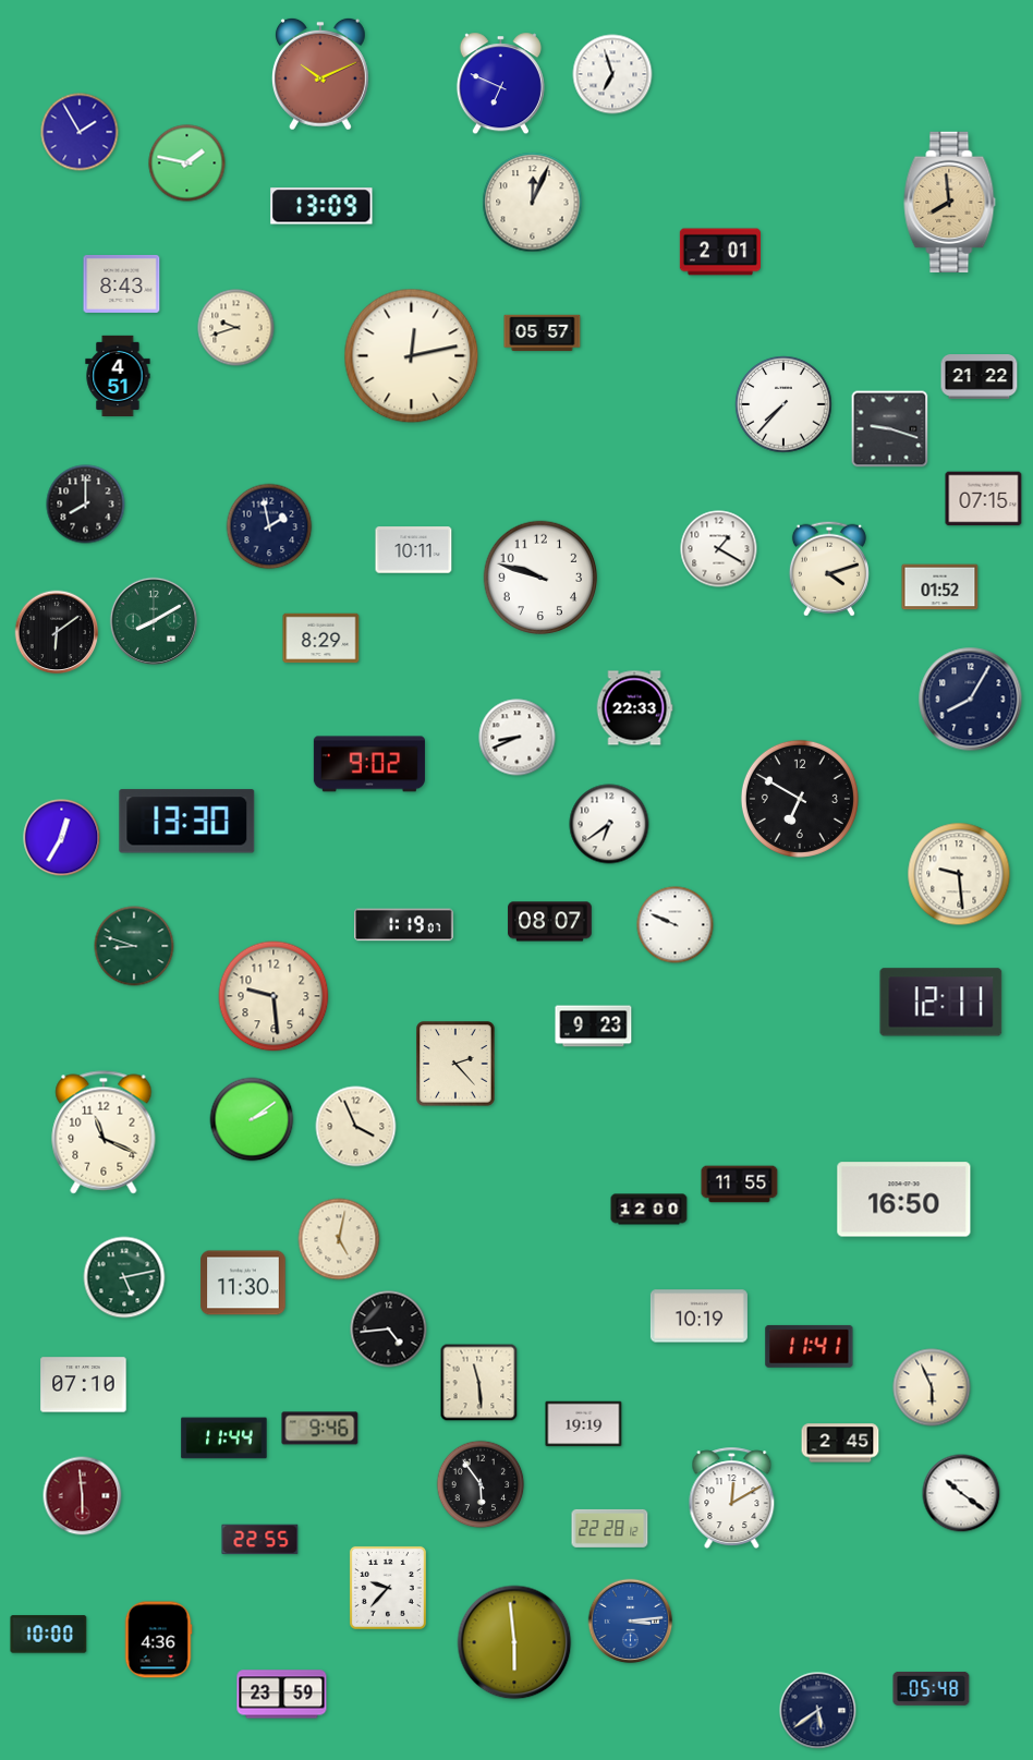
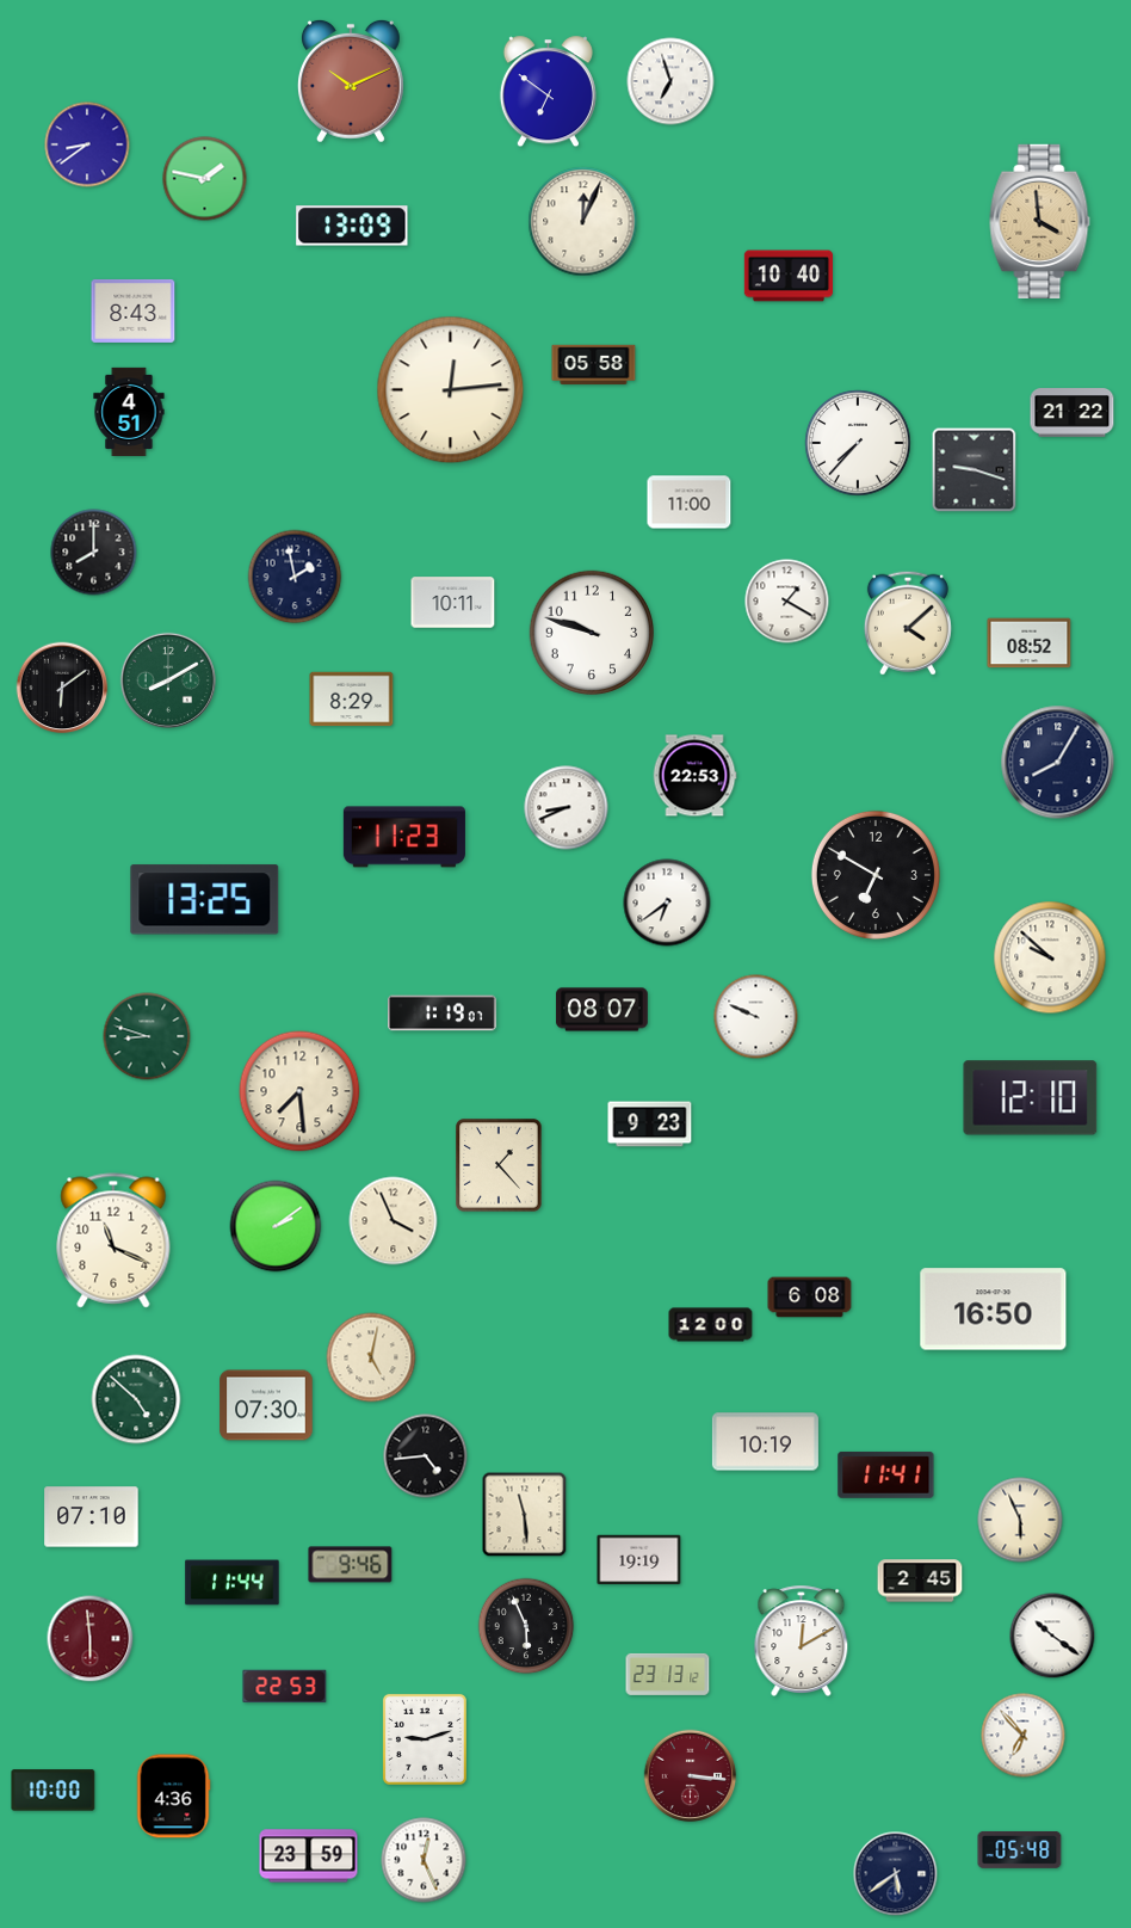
clock at (500, 84): 6:49 -> 6:51
clock at (80, 132): 1:55 -> 8:39
clock at (950, 202): 7:59 -> 3:59
clock at (720, 252): 2:01 -> 10:40
clock at (236, 328): 9:42 -> none
clock at (543, 333): 05:57 -> 05:58
clock at (412, 356): 12:13 -> 12:14
clock at (690, 503): none -> 11:00
clock at (984, 499): 07:15 -> none
clock at (829, 569): 4:12 -> 4:08
clock at (940, 587): 01:52 -> 08:52
clock at (57, 632) position: (57, 632) -> (62, 688)
clock at (971, 700) position: (971, 700) -> (1058, 763)
clock at (634, 708): 22:33 -> 22:53
clock at (369, 764): 9:02 -> 11:23
clock at (187, 822): 13:30 -> 13:25
clock at (62, 838): 12:35 -> none
clock at (959, 874): 9:29 -> 9:52
clock at (676, 925) position: (676, 925) -> (756, 1017)
clock at (274, 996): 9:29 -> 7:29
clock at (941, 1003): 12:11 -> 12:10
clock at (455, 1064): 2:23 -> 1:23
clock at (356, 1127) position: (356, 1127) -> (394, 1221)
clock at (740, 1185): 11:55 -> 6:08
clock at (904, 1200) position: (904, 1200) -> (994, 1310)
clock at (124, 1277): 5:13 -> 4:52
clock at (243, 1283): 11:30 -> 07:30
clock at (224, 1439) position: (224, 1439) -> (233, 1583)
clock at (481, 1484): 5:54 -> 5:56
clock at (610, 1528): 22:28 -> 23:13
clock at (260, 1540): 22:55 -> 22:53
clock at (1024, 1736): none -> 6:53
clock at (388, 1588): 9:37 -> 9:12
clock at (631, 1622): 3:14 -> 3:16
clock at (631, 1622) dial: blue -> burgundy
clock at (514, 1642): 5:59 -> none
clock at (424, 1860): none -> 12:26
